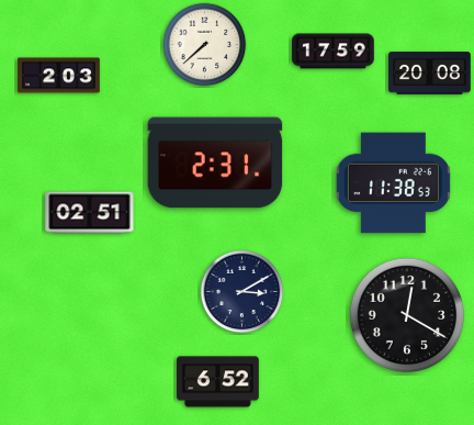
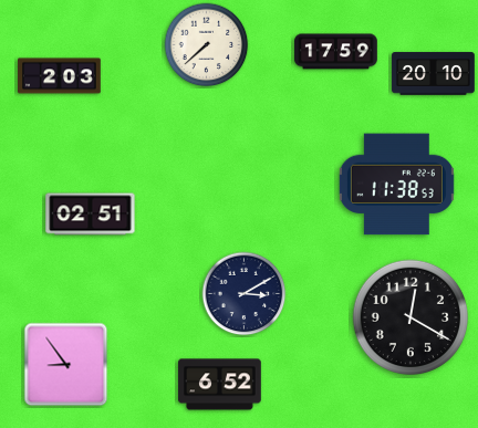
clock at (430, 74): 20:08 -> 20:10
clock at (215, 163): 2:31 -> none
clock at (66, 365): none -> 8:54
